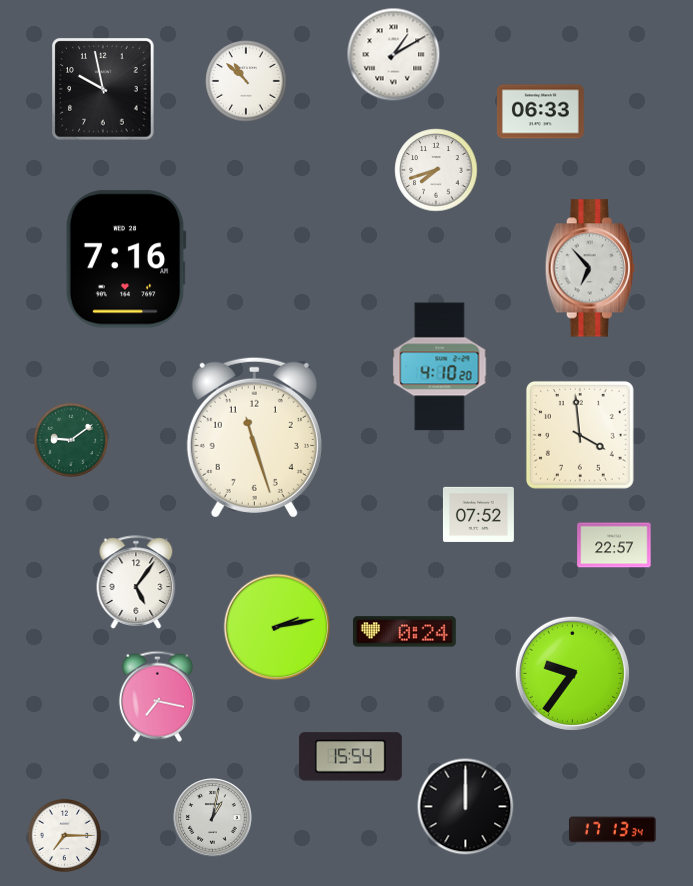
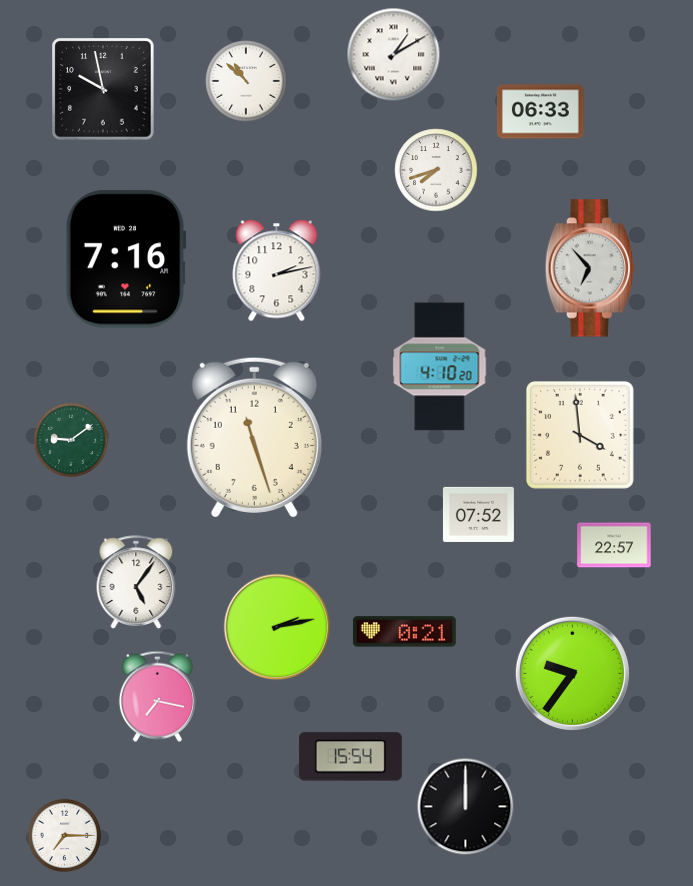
clock at (277, 271): none -> 2:13
clock at (405, 632): 0:24 -> 0:21
clock at (213, 818): 1:02 -> none
clock at (612, 830): 17:13 -> none
